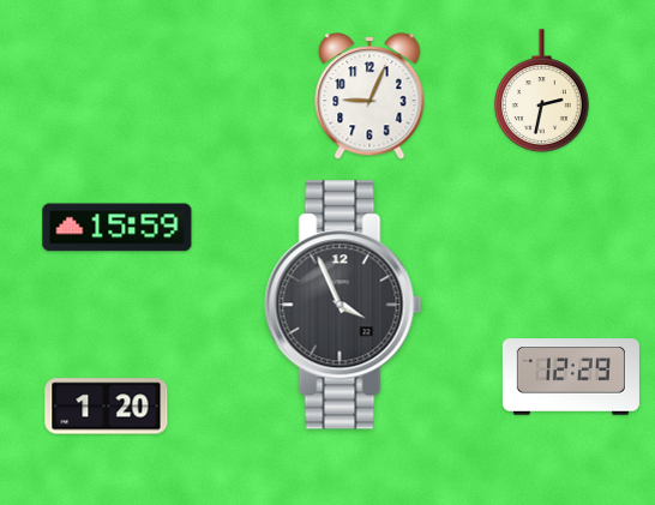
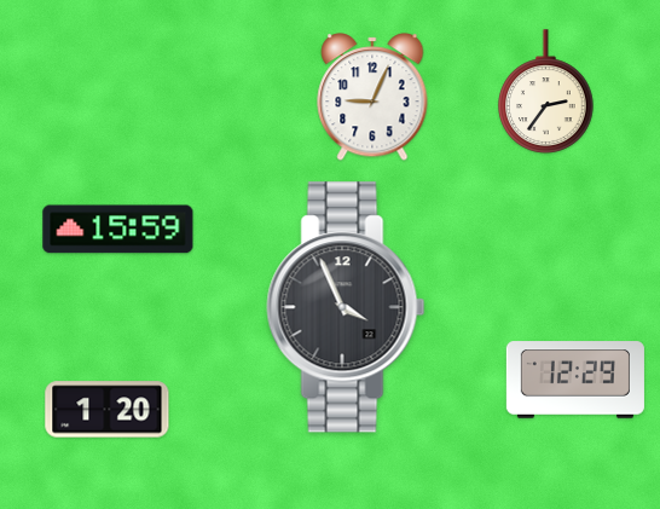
clock at (542, 91): 2:32 -> 2:36
